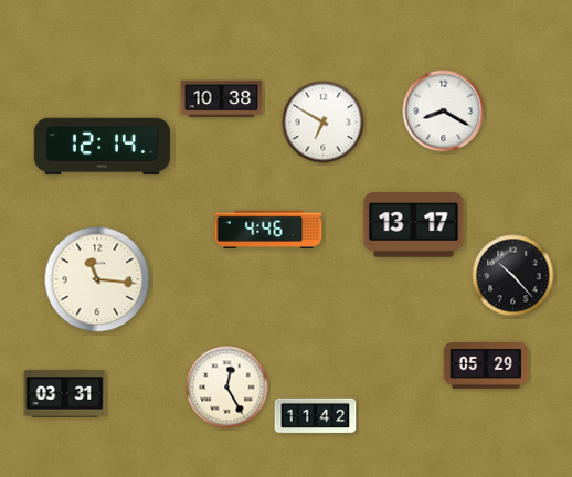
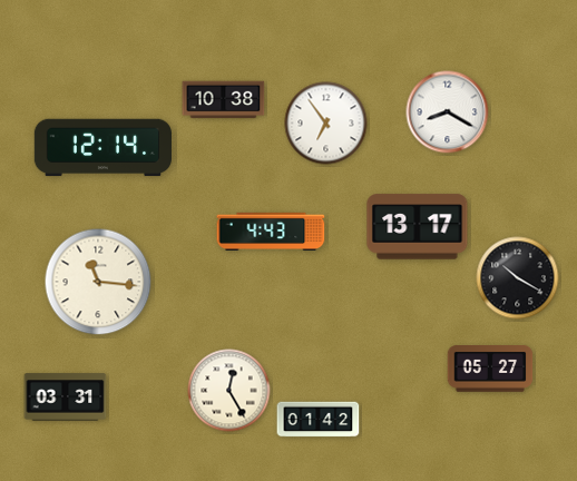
clock at (324, 123): 6:50 -> 6:54
clock at (268, 229): 4:46 -> 4:43
clock at (513, 276): 10:23 -> 10:20
clock at (486, 367): 05:29 -> 05:27
clock at (316, 416): 11:42 -> 01:42
